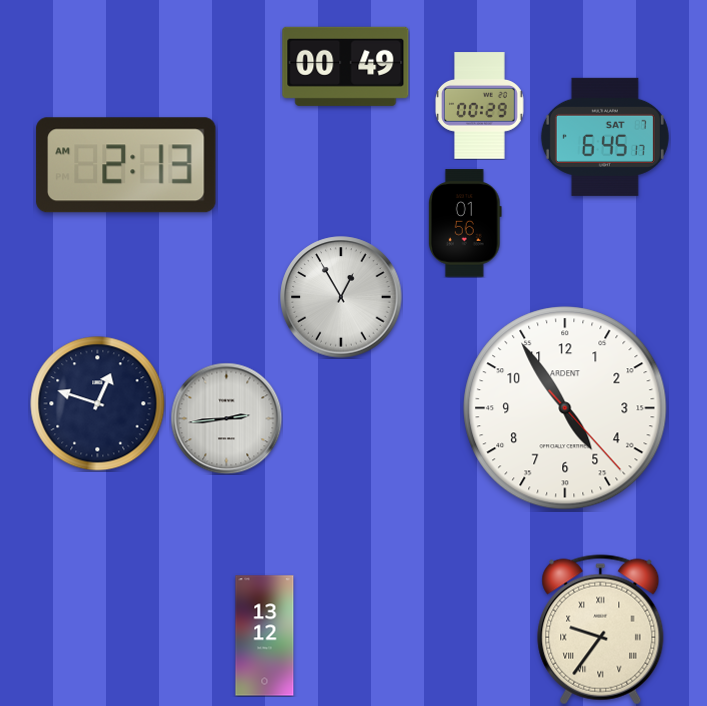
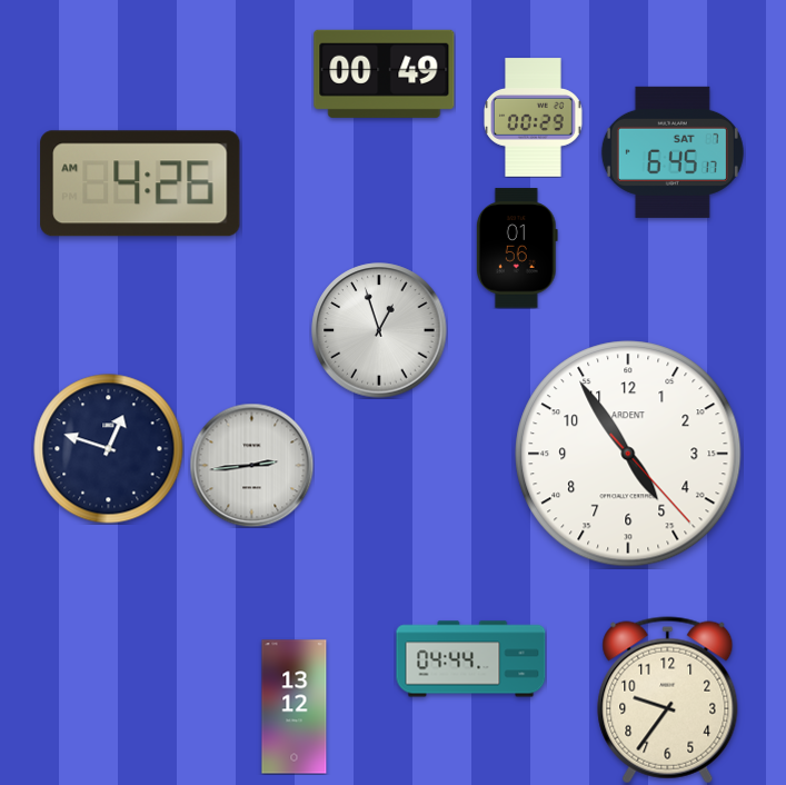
clock at (126, 165): 2:13 -> 4:26
clock at (341, 297): 12:55 -> 12:57
clock at (471, 659): none -> 04:44
clock at (601, 630) numerals: Roman -> Arabic
